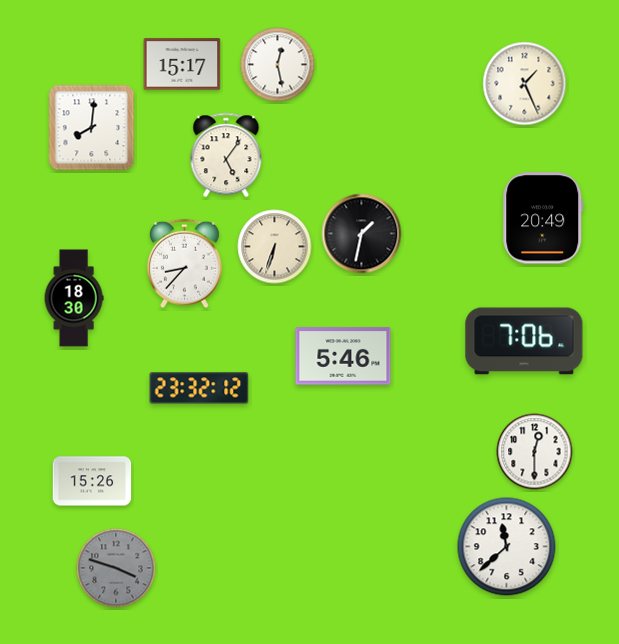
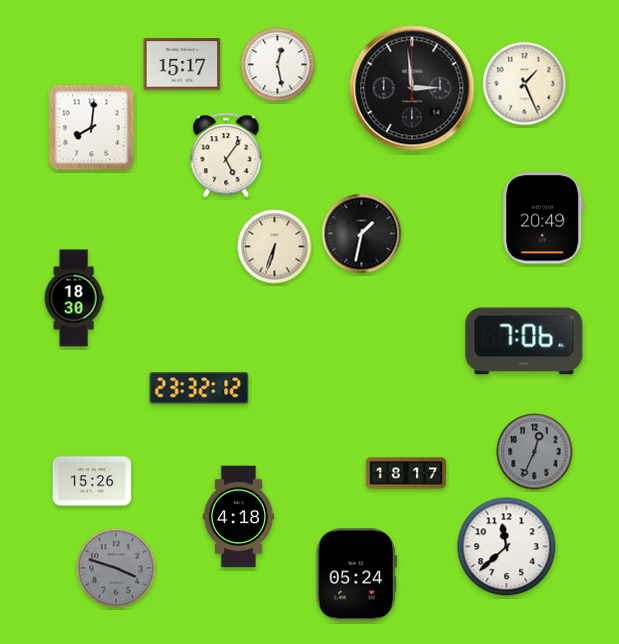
clock at (412, 88): none -> 2:59
clock at (184, 264): 8:37 -> none
clock at (343, 356): 5:46 -> none
clock at (535, 452): 12:30 -> 12:34
clock at (535, 452) dial: white -> grey
clock at (406, 473): none -> 18:17
clock at (239, 517): none -> 4:18
clock at (356, 575): none -> 05:24
